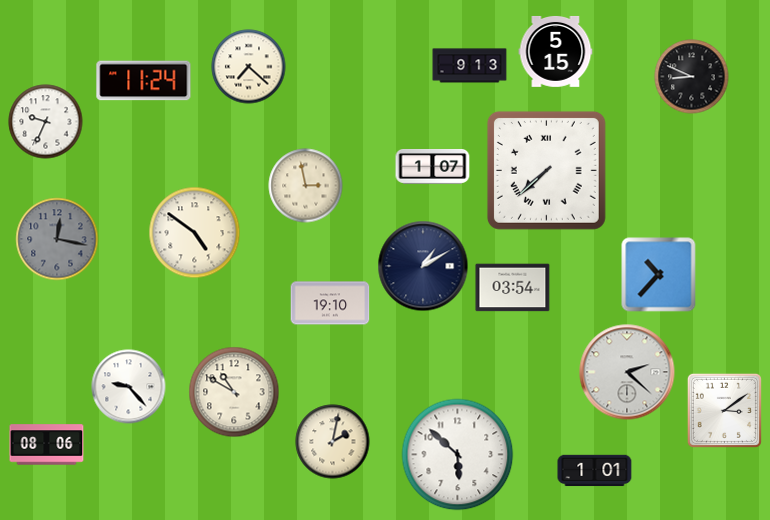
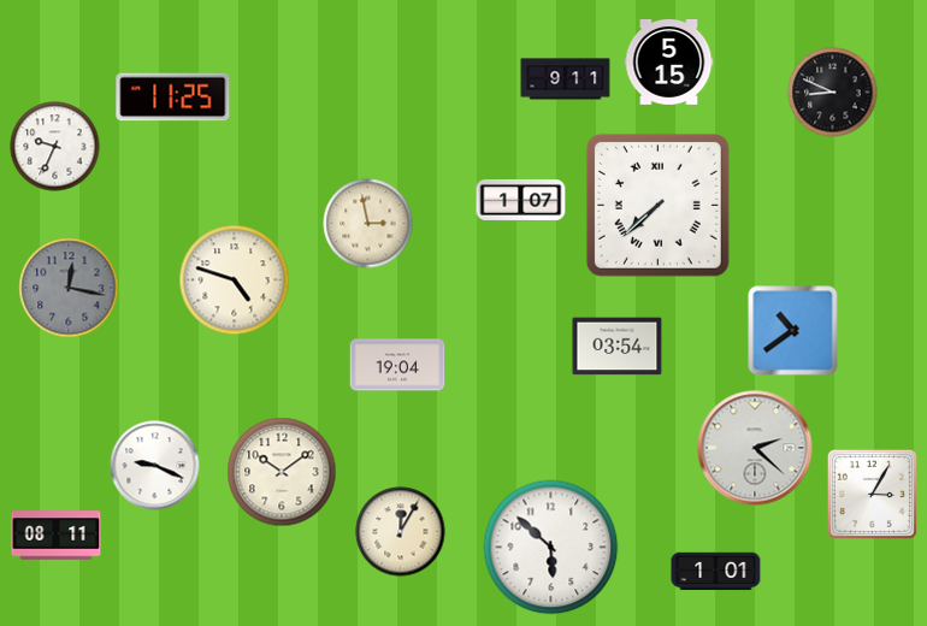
clock at (470, 66): 9:13 -> 9:11
clock at (249, 67): 7:22 -> none
clock at (144, 81): 11:24 -> 11:25
clock at (195, 233): 4:51 -> 4:48
clock at (423, 266): 1:10 -> none
clock at (659, 275): 10:37 -> 10:39
clock at (330, 303): 19:10 -> 19:04
clock at (129, 387): 9:23 -> 9:19
clock at (234, 392): 10:50 -> 10:09
clock at (724, 410): 3:09 -> 3:05
clock at (333, 442): 2:02 -> 12:05
clock at (47, 445): 08:06 -> 08:11
clock at (595, 471) position: (595, 471) -> (716, 572)
